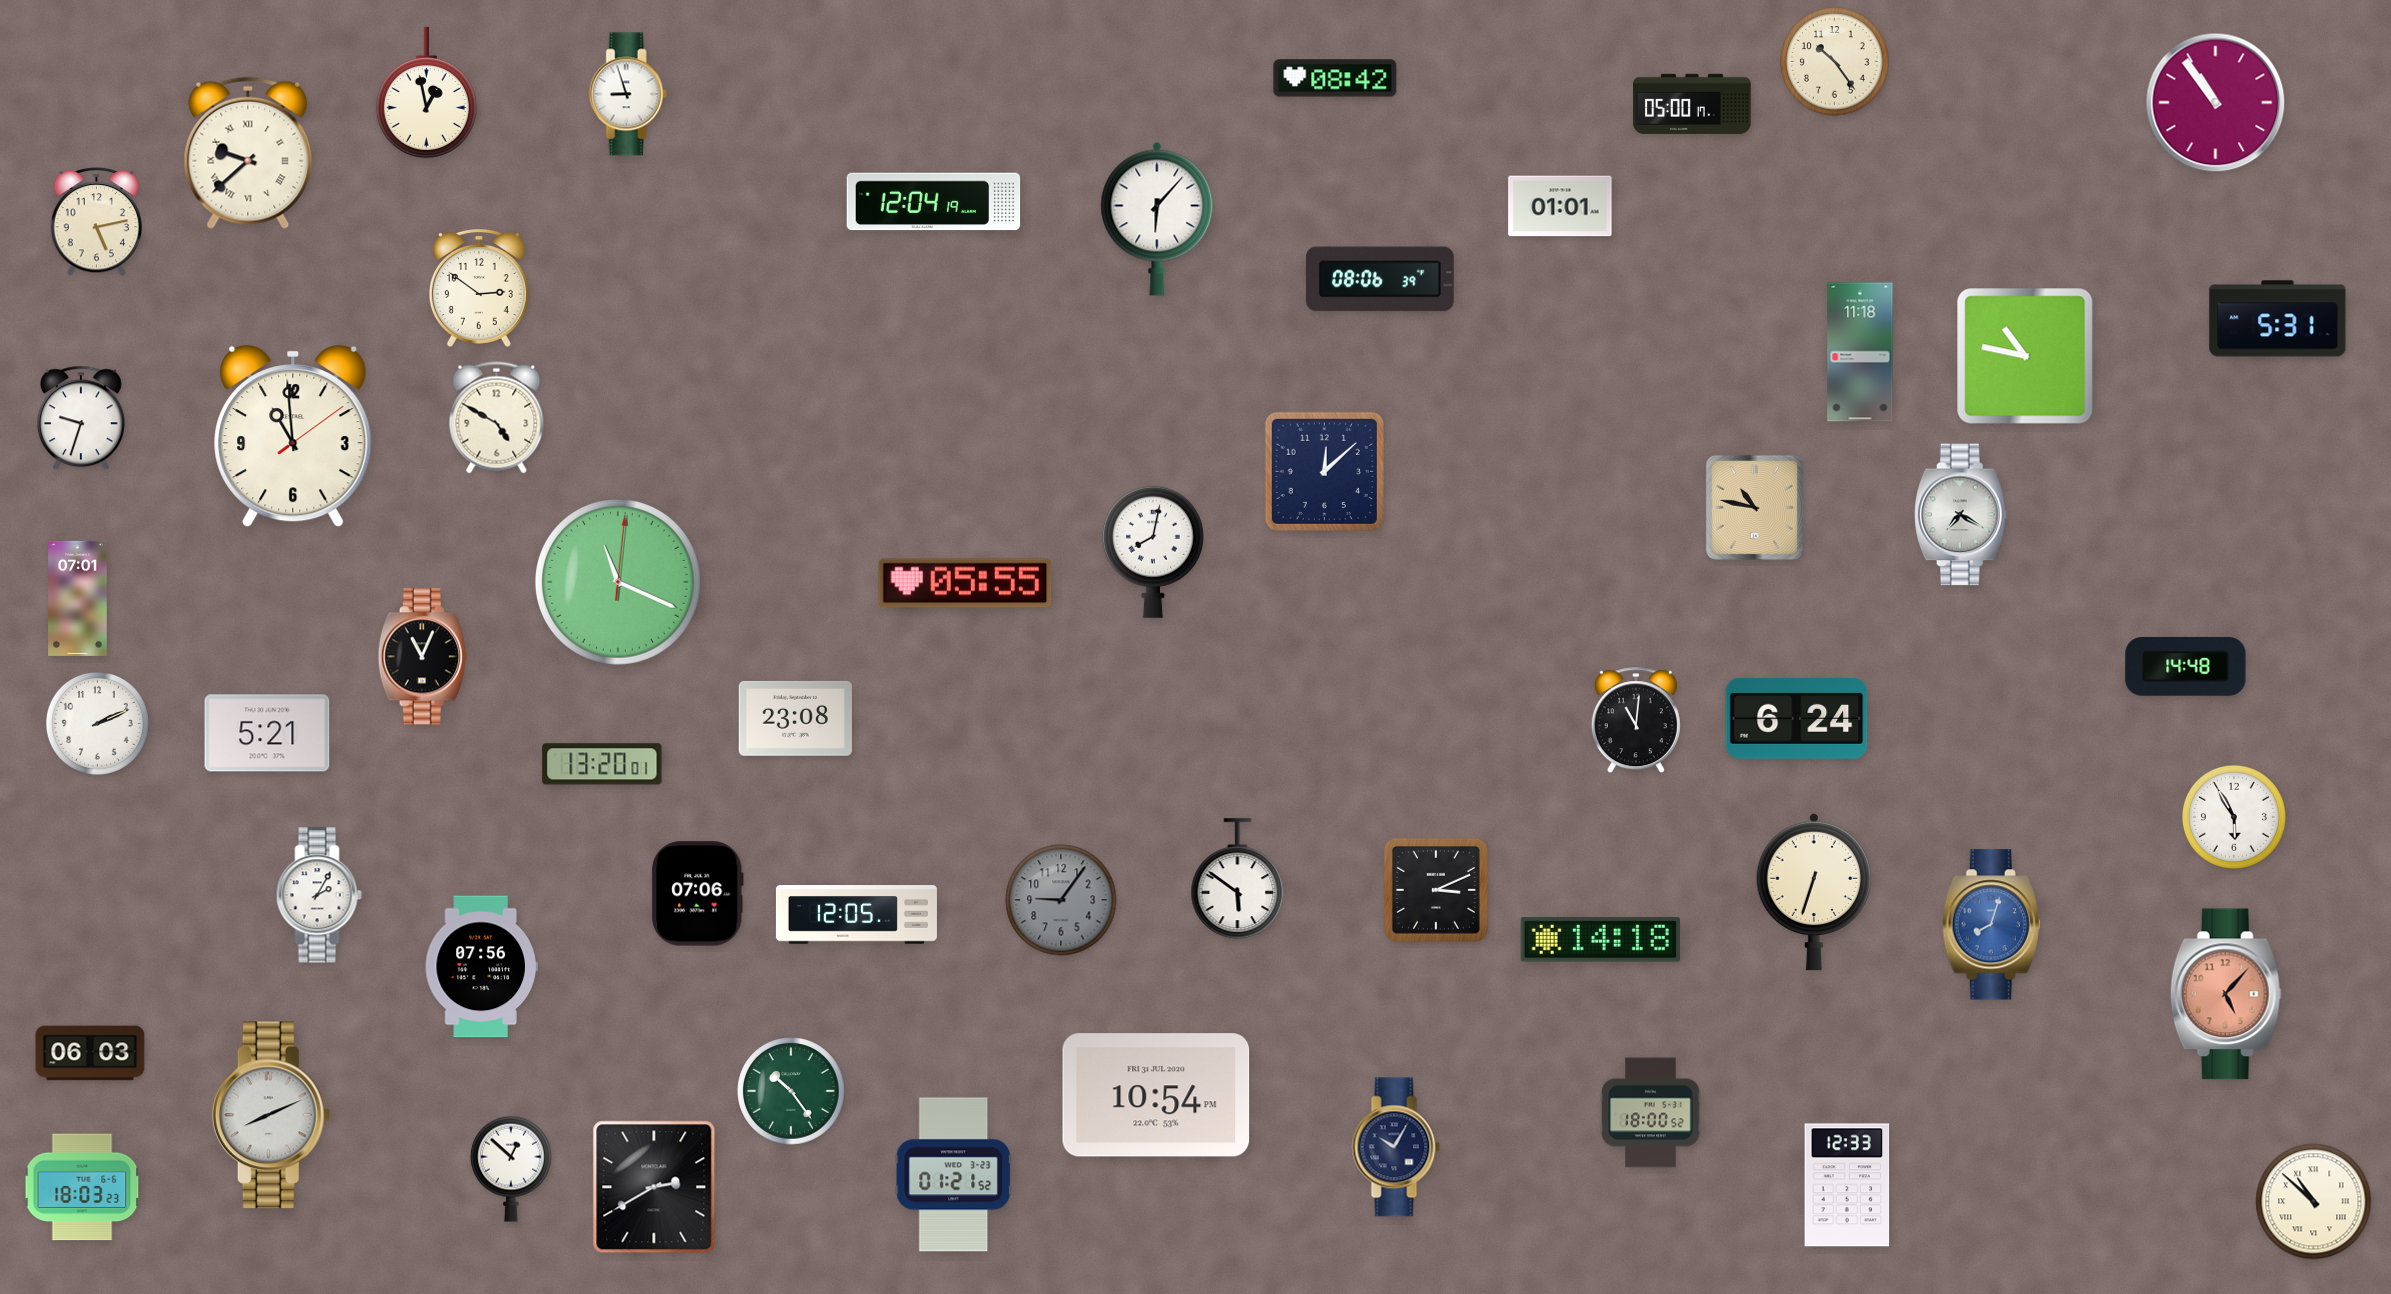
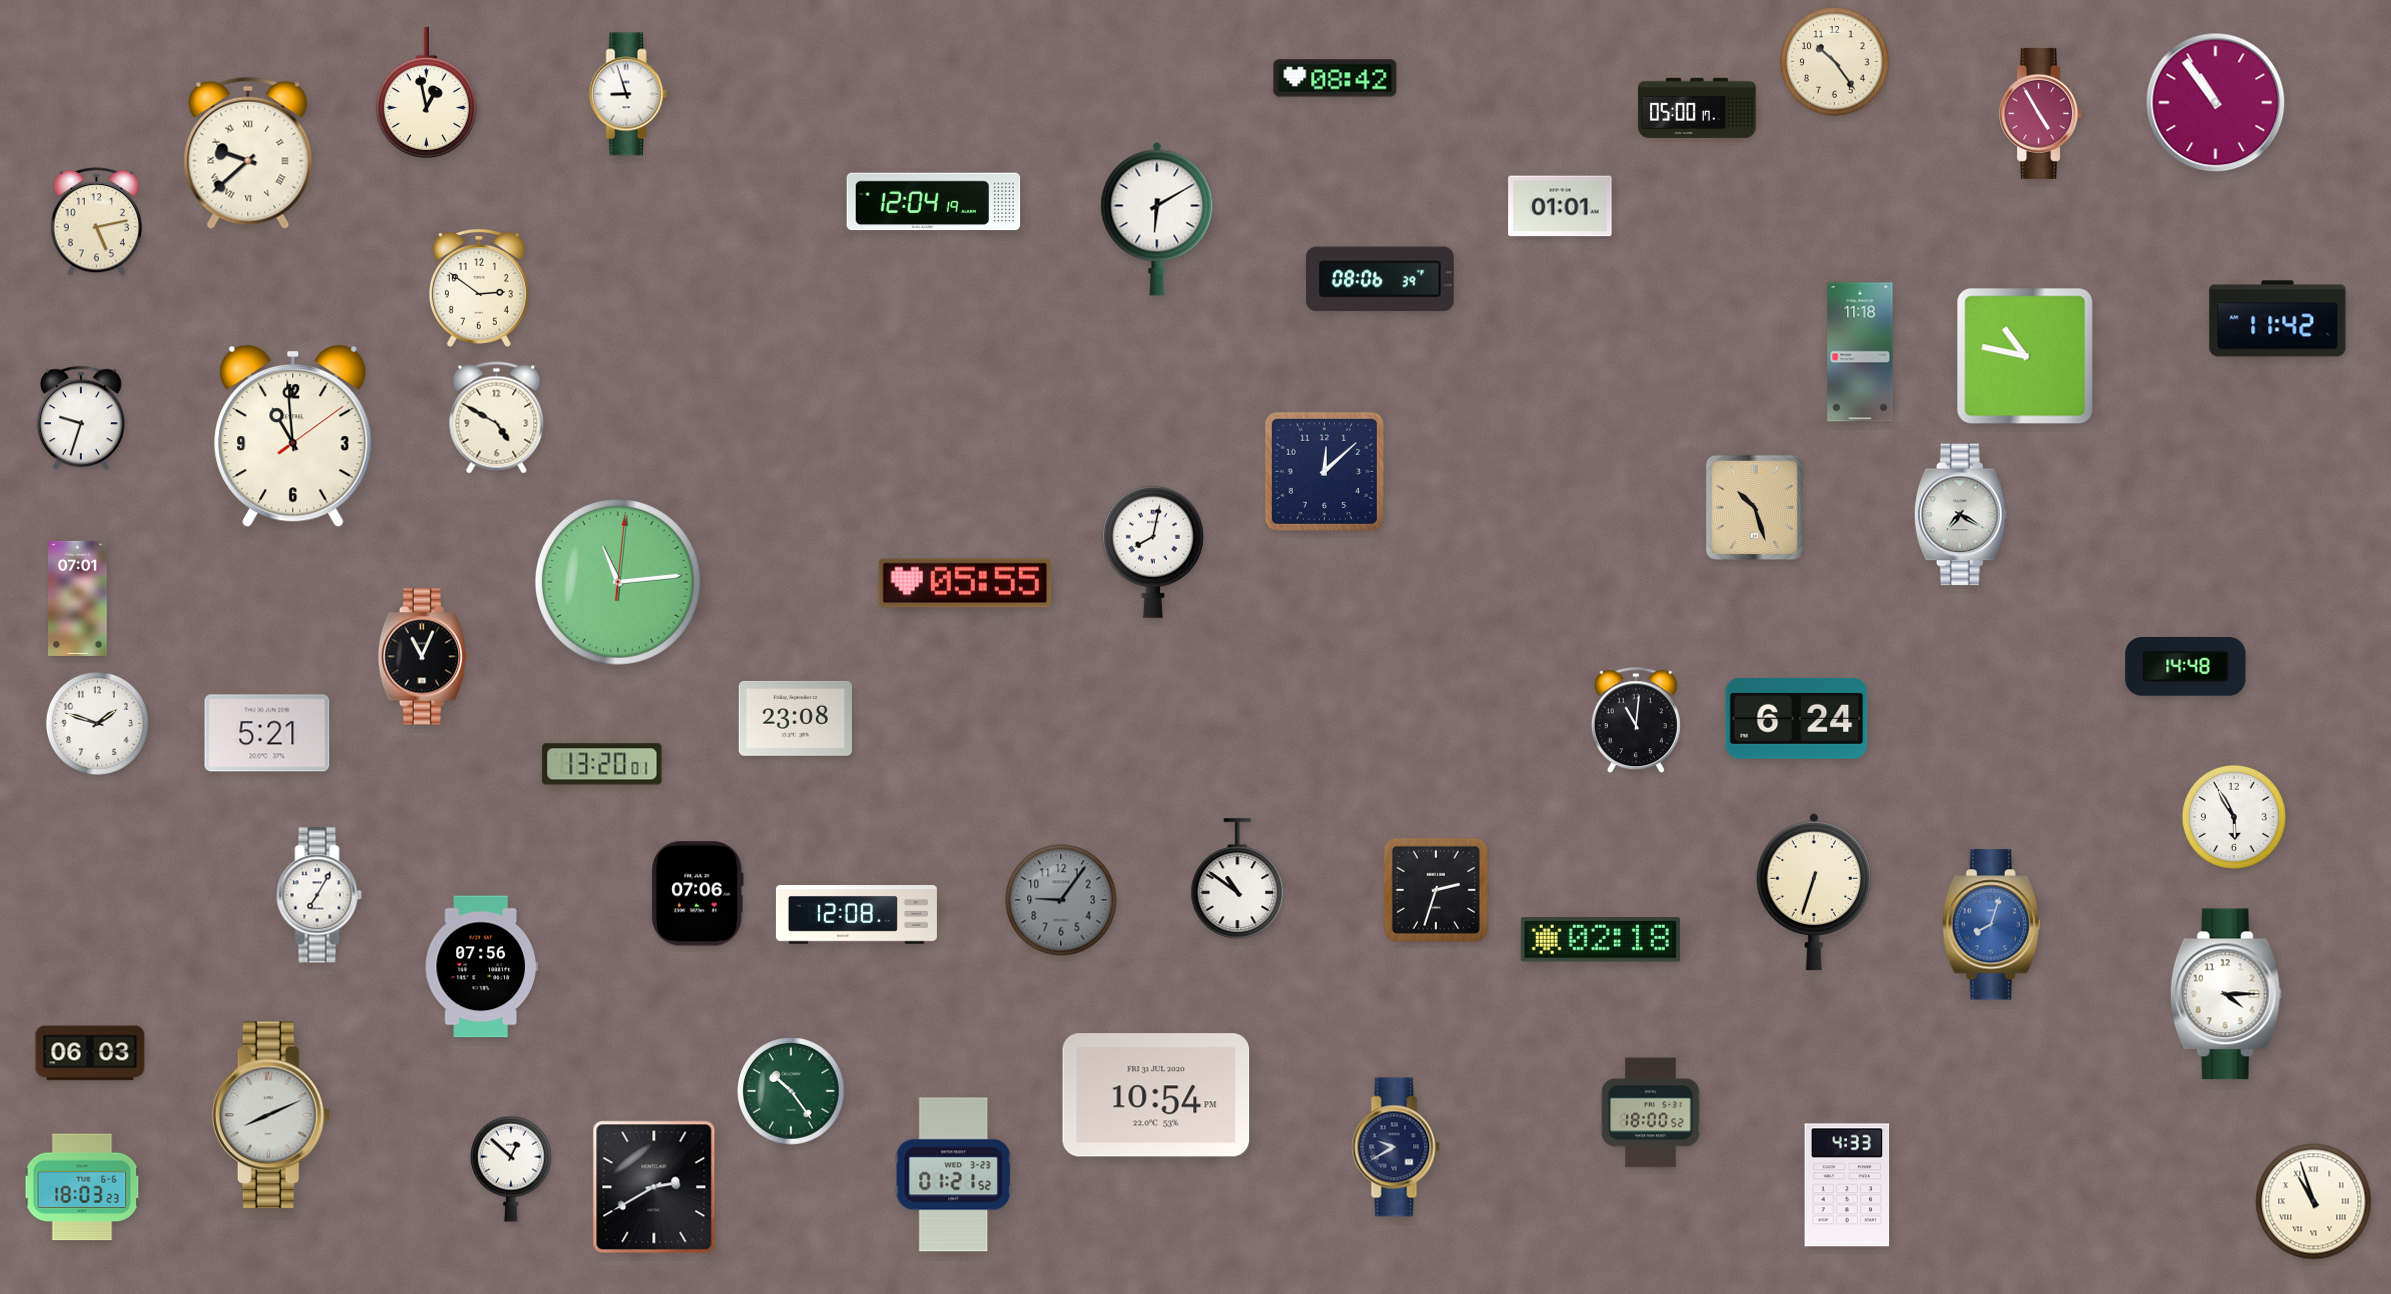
clock at (1692, 104) position: (1692, 104) -> (1697, 108)
clock at (2041, 113): none -> 4:55
clock at (1157, 219): 6:07 -> 6:10
clock at (2278, 319): 5:31 -> 11:42
clock at (1754, 507): 10:47 -> 10:27
clock at (618, 582): 11:19 -> 11:14
clock at (97, 723): 2:11 -> 1:48
clock at (1238, 879): 5:51 -> 10:51
clock at (1436, 890): 3:11 -> 2:33
clock at (319, 895): 2:05 -> 7:05
clock at (856, 915): 12:05 -> 12:08
clock at (1600, 940): 14:18 -> 02:18
clock at (2226, 994): 5:07 -> 4:15
clock at (2226, 994) dial: salmon -> white
clock at (1396, 1147): 10:05 -> 9:40
clock at (1847, 1185): 12:33 -> 4:33
clock at (2314, 1202): 10:52 -> 10:57
